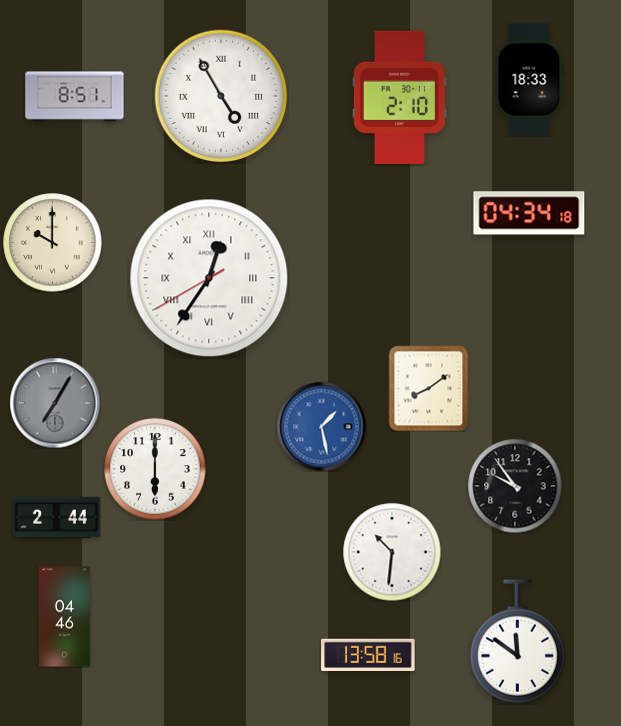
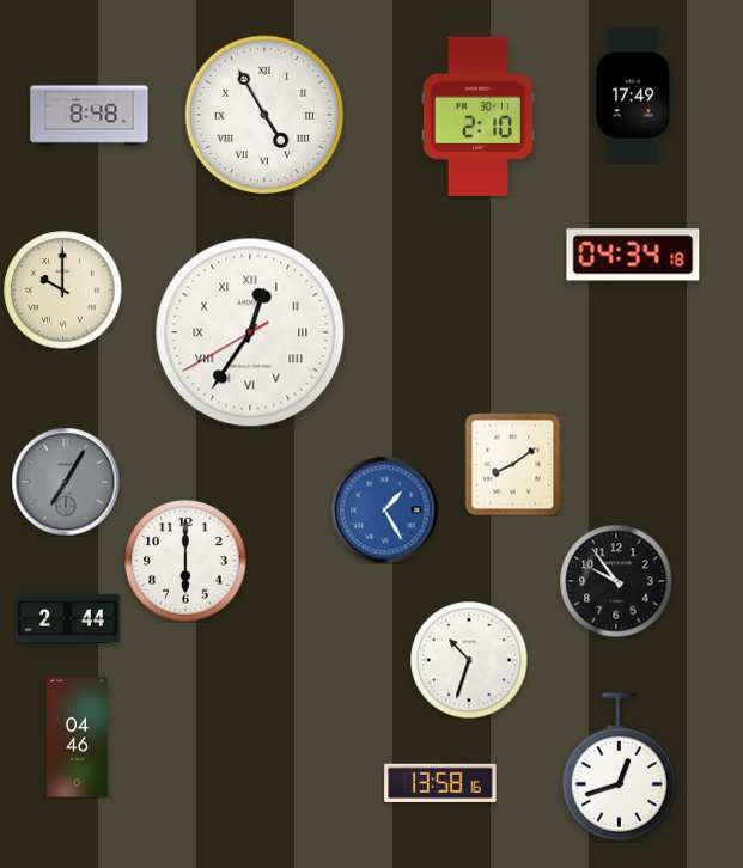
clock at (530, 80): 18:33 -> 17:49
clock at (75, 97): 8:51 -> 8:48
clock at (321, 426): 1:28 -> 1:25
clock at (392, 552): 10:31 -> 10:33
clock at (517, 642): 11:51 -> 12:42
